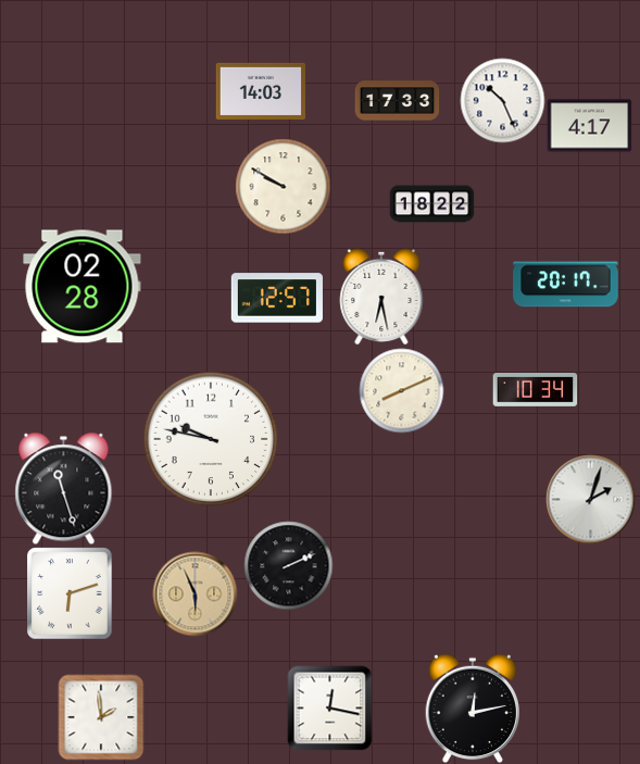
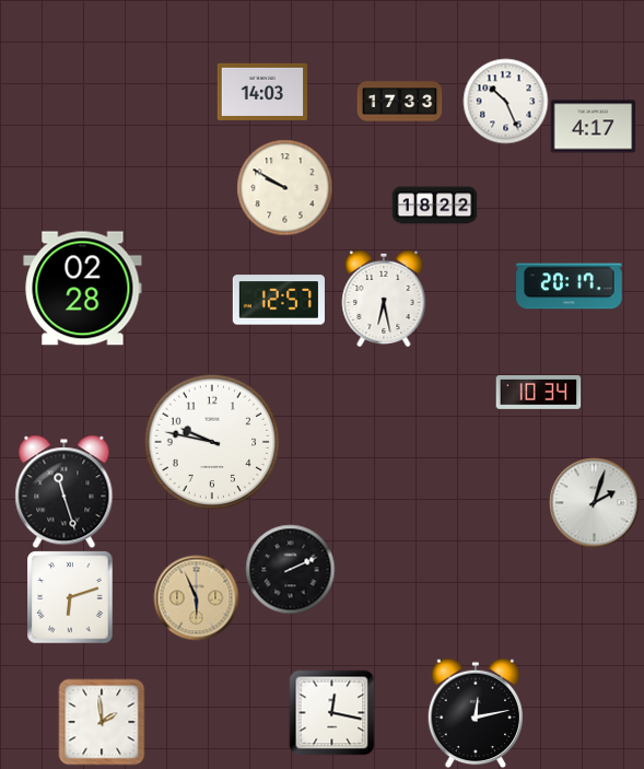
clock at (401, 390): 8:11 -> none
